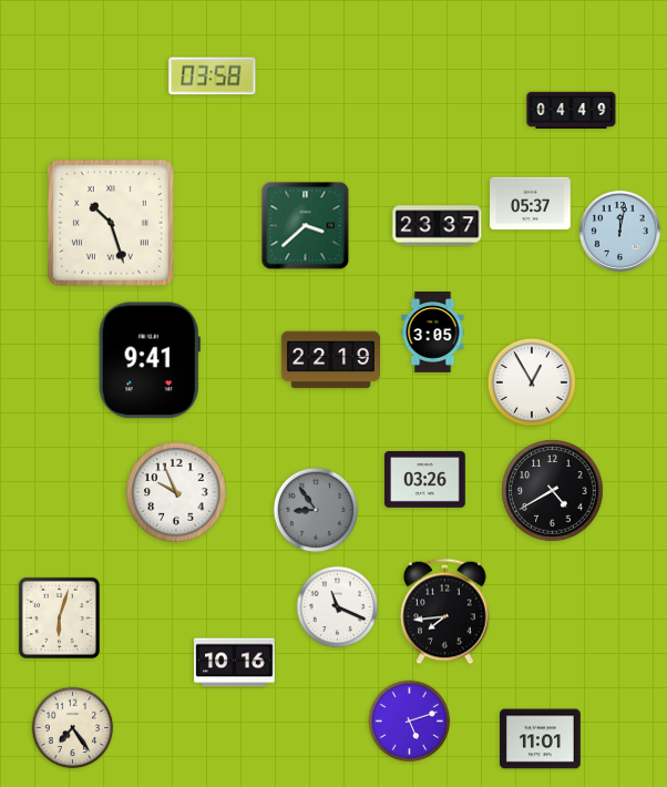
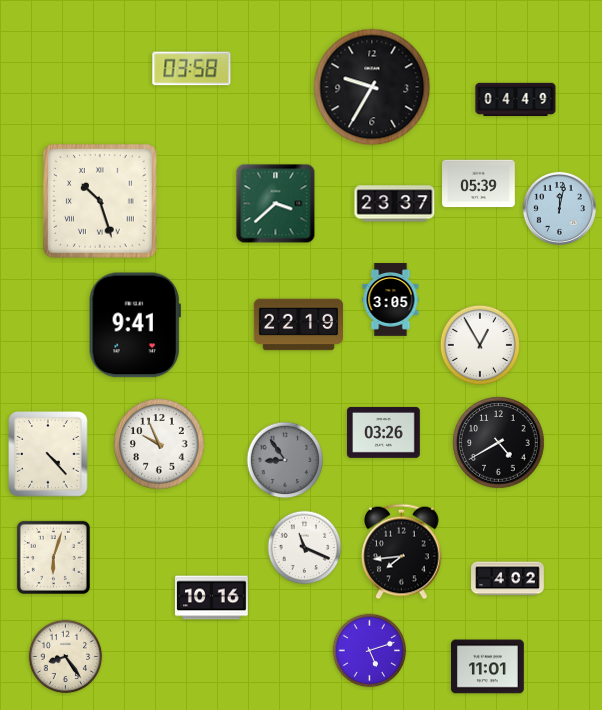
clock at (372, 87): none -> 9:35
clock at (531, 204): 05:37 -> 05:39
clock at (48, 454): none -> 4:23
clock at (508, 579): none -> 4:02
clock at (73, 728): 7:24 -> 8:24
